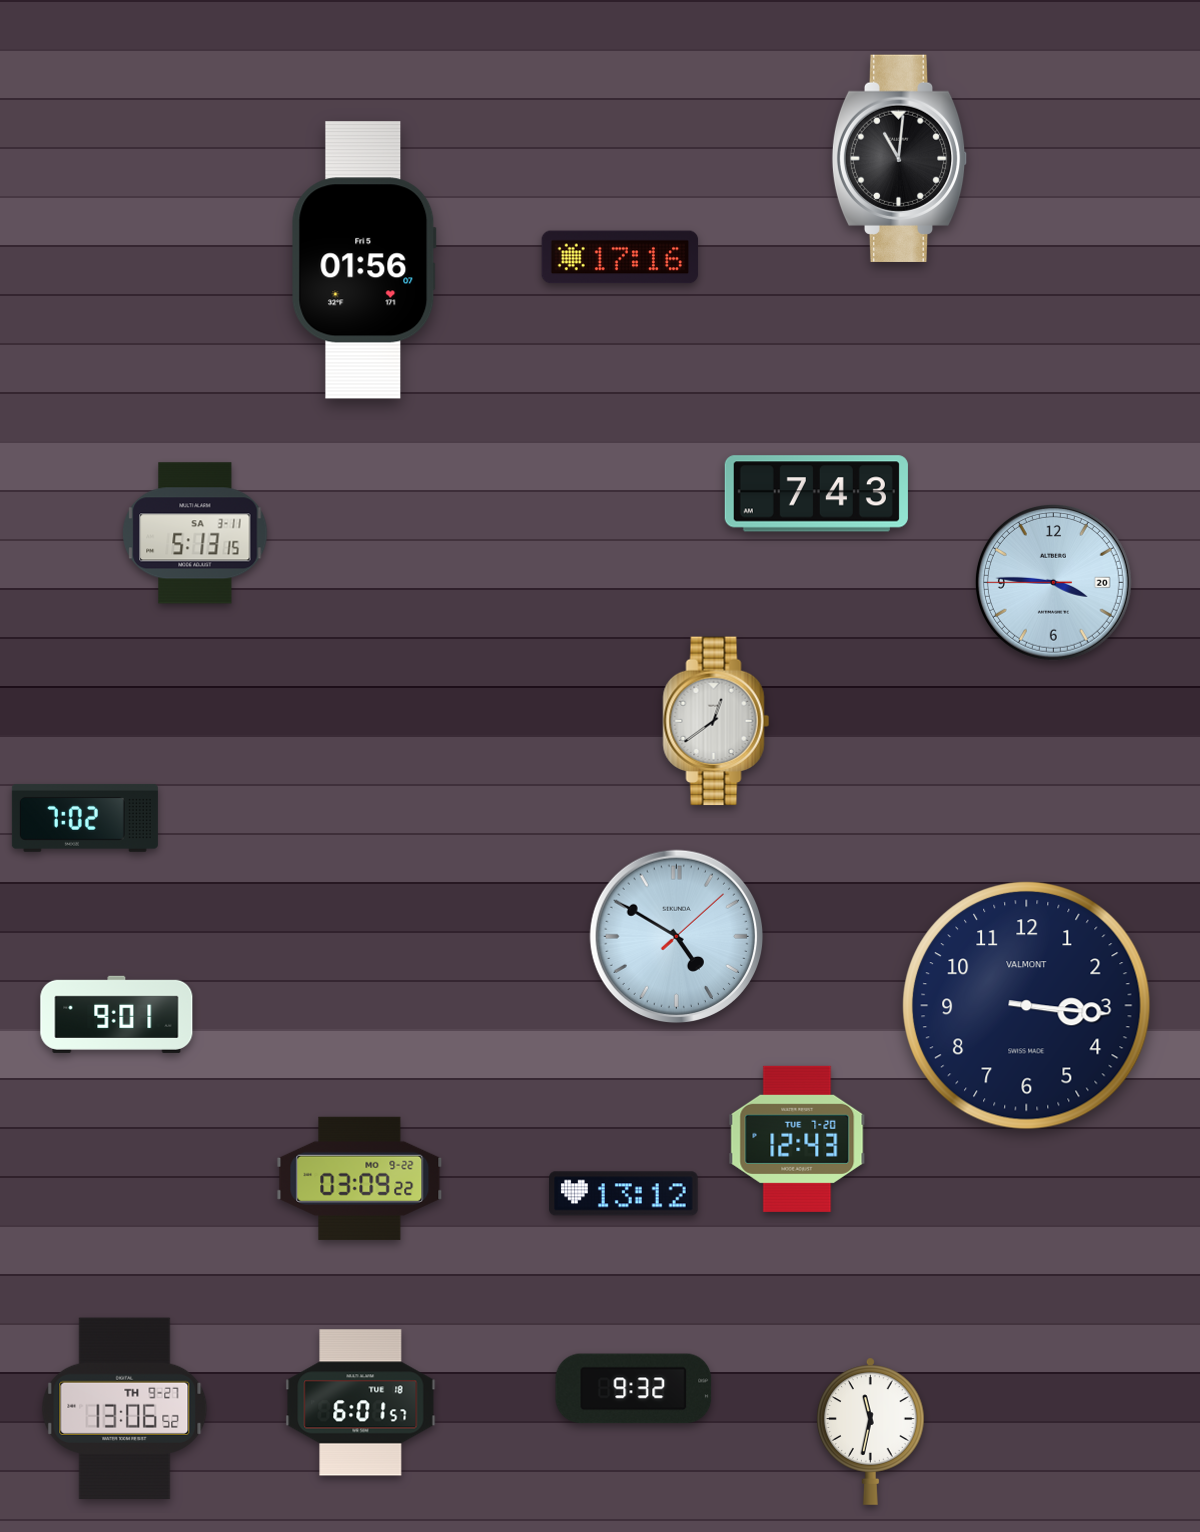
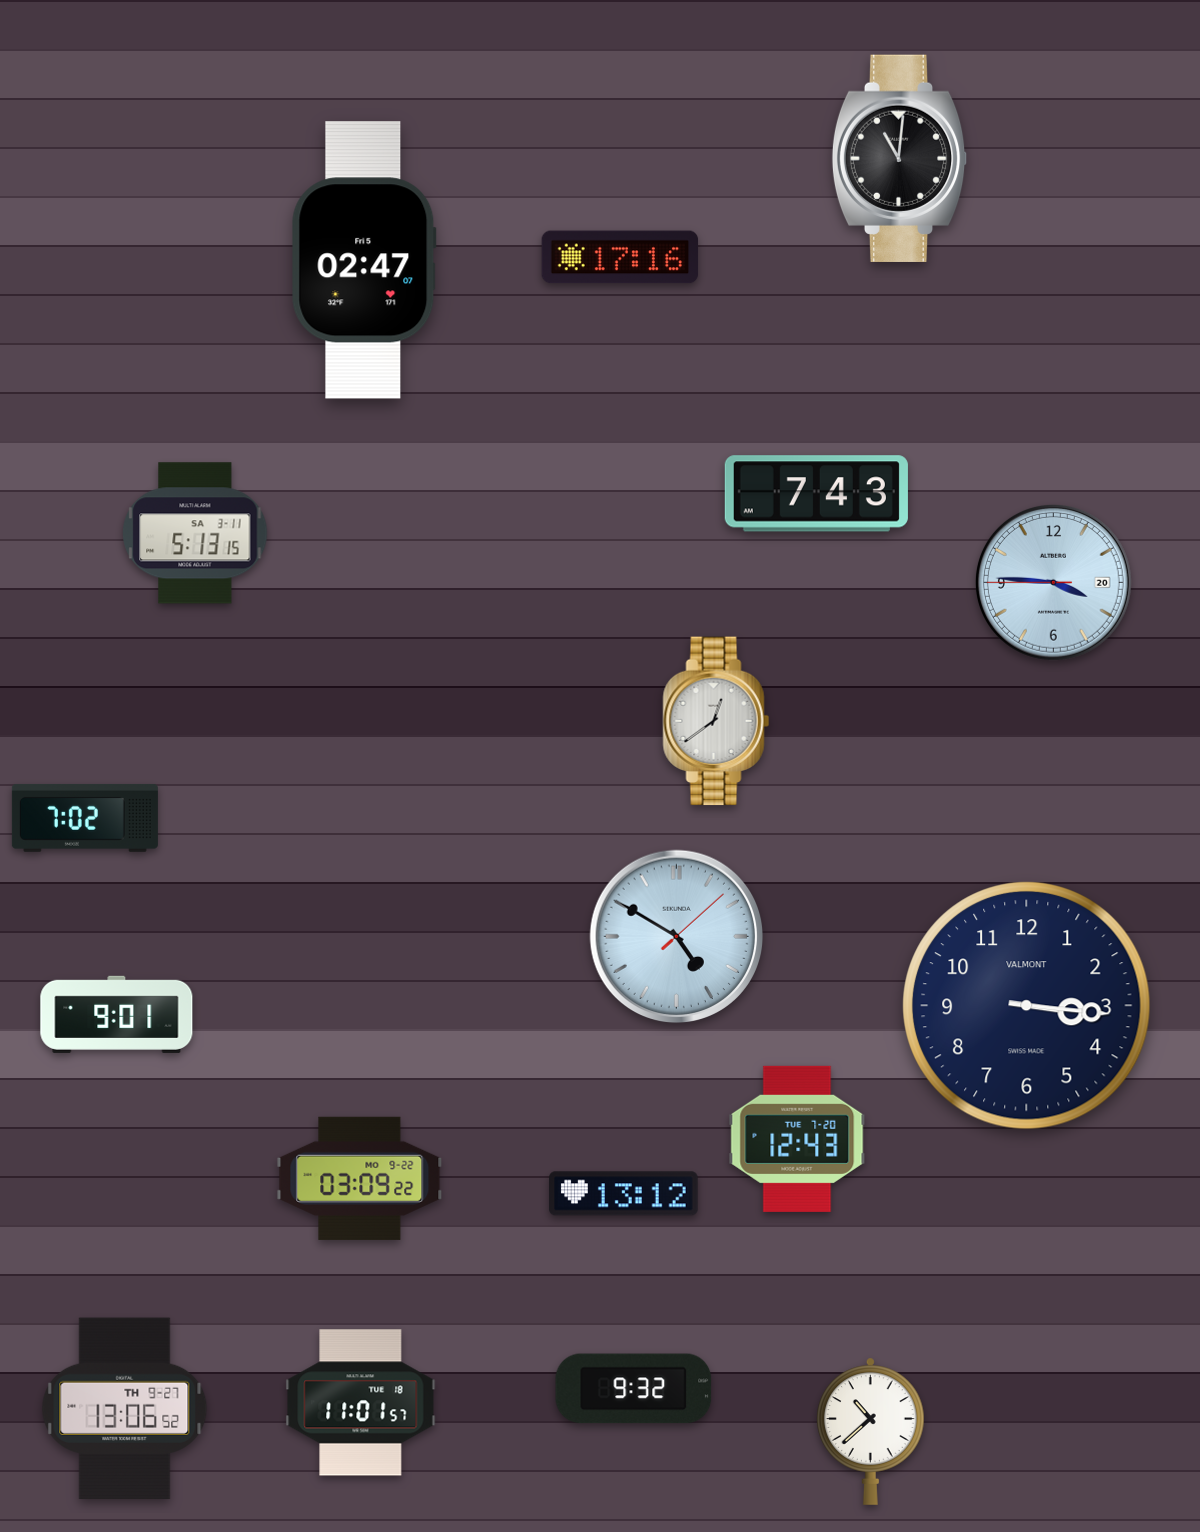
clock at (364, 260): 01:56 -> 02:47
clock at (361, 1403): 6:01 -> 11:01
clock at (871, 1431): 11:32 -> 10:38
